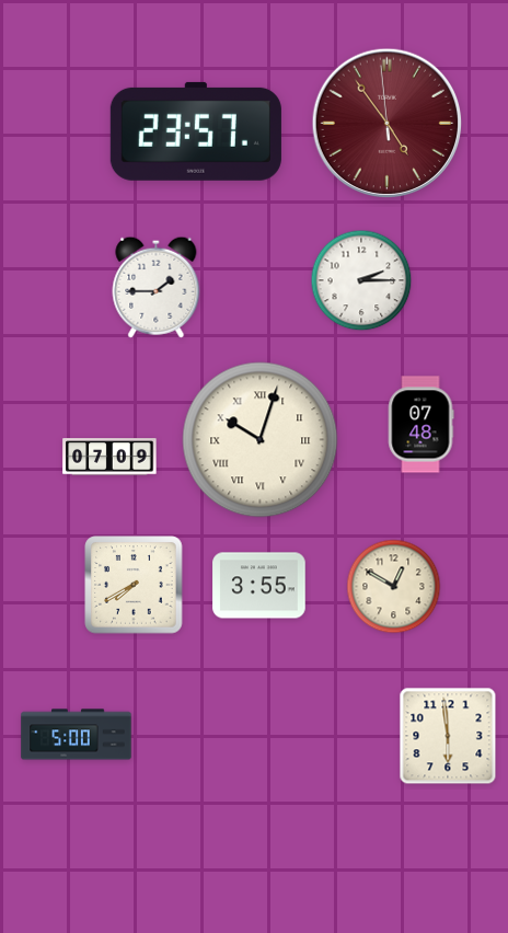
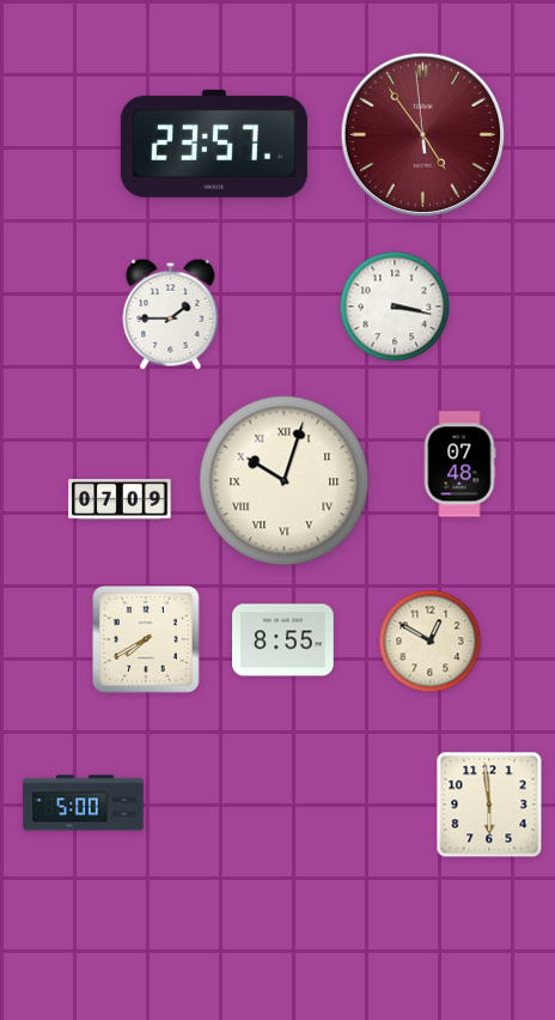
clock at (361, 280): 2:15 -> 3:17
clock at (259, 586): 3:55 -> 8:55
